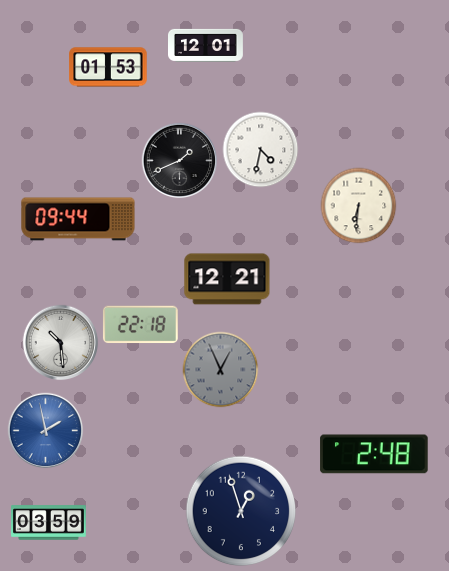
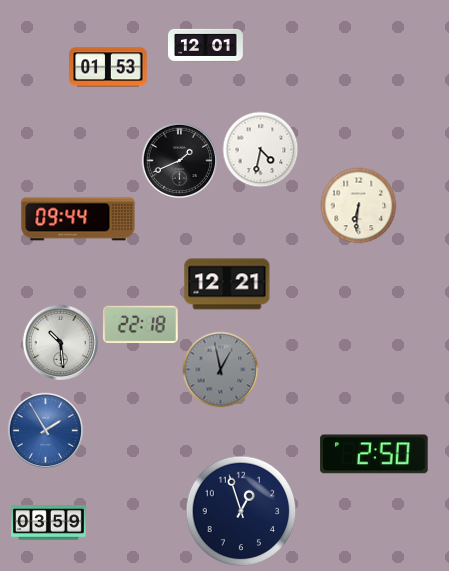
clock at (227, 279) position: (227, 279) -> (227, 284)
clock at (221, 370): 12:56 -> 12:58
clock at (46, 431): 1:58 -> 1:55
clock at (374, 454): 2:48 -> 2:50
